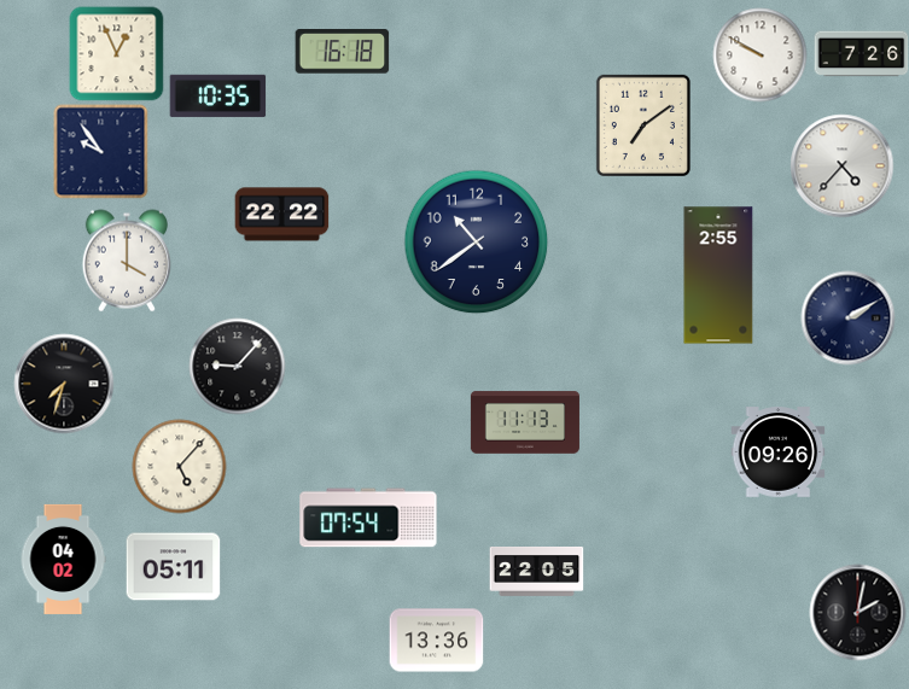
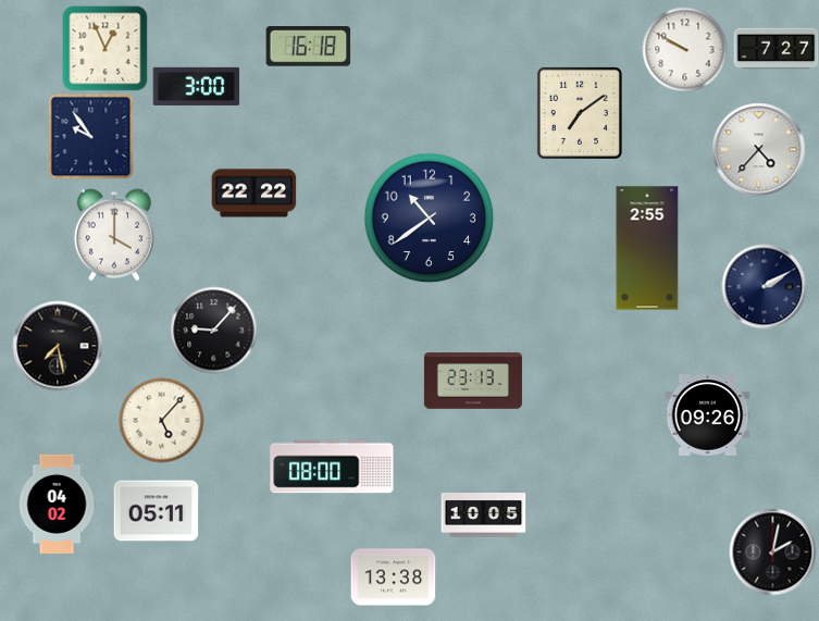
clock at (861, 54): 7:26 -> 7:27
clock at (217, 95): 10:35 -> 3:00
clock at (64, 384): 7:33 -> 7:28
clock at (525, 422): 11:13 -> 23:13
clock at (777, 452) position: (777, 452) -> (707, 415)
clock at (368, 518): 07:54 -> 08:00
clock at (536, 572): 22:05 -> 10:05
clock at (436, 641): 13:36 -> 13:38
